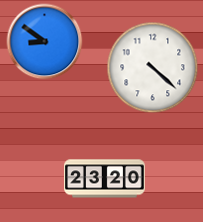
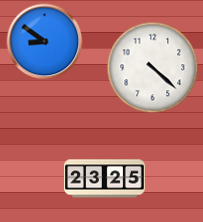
clock at (105, 179): 23:20 -> 23:25
